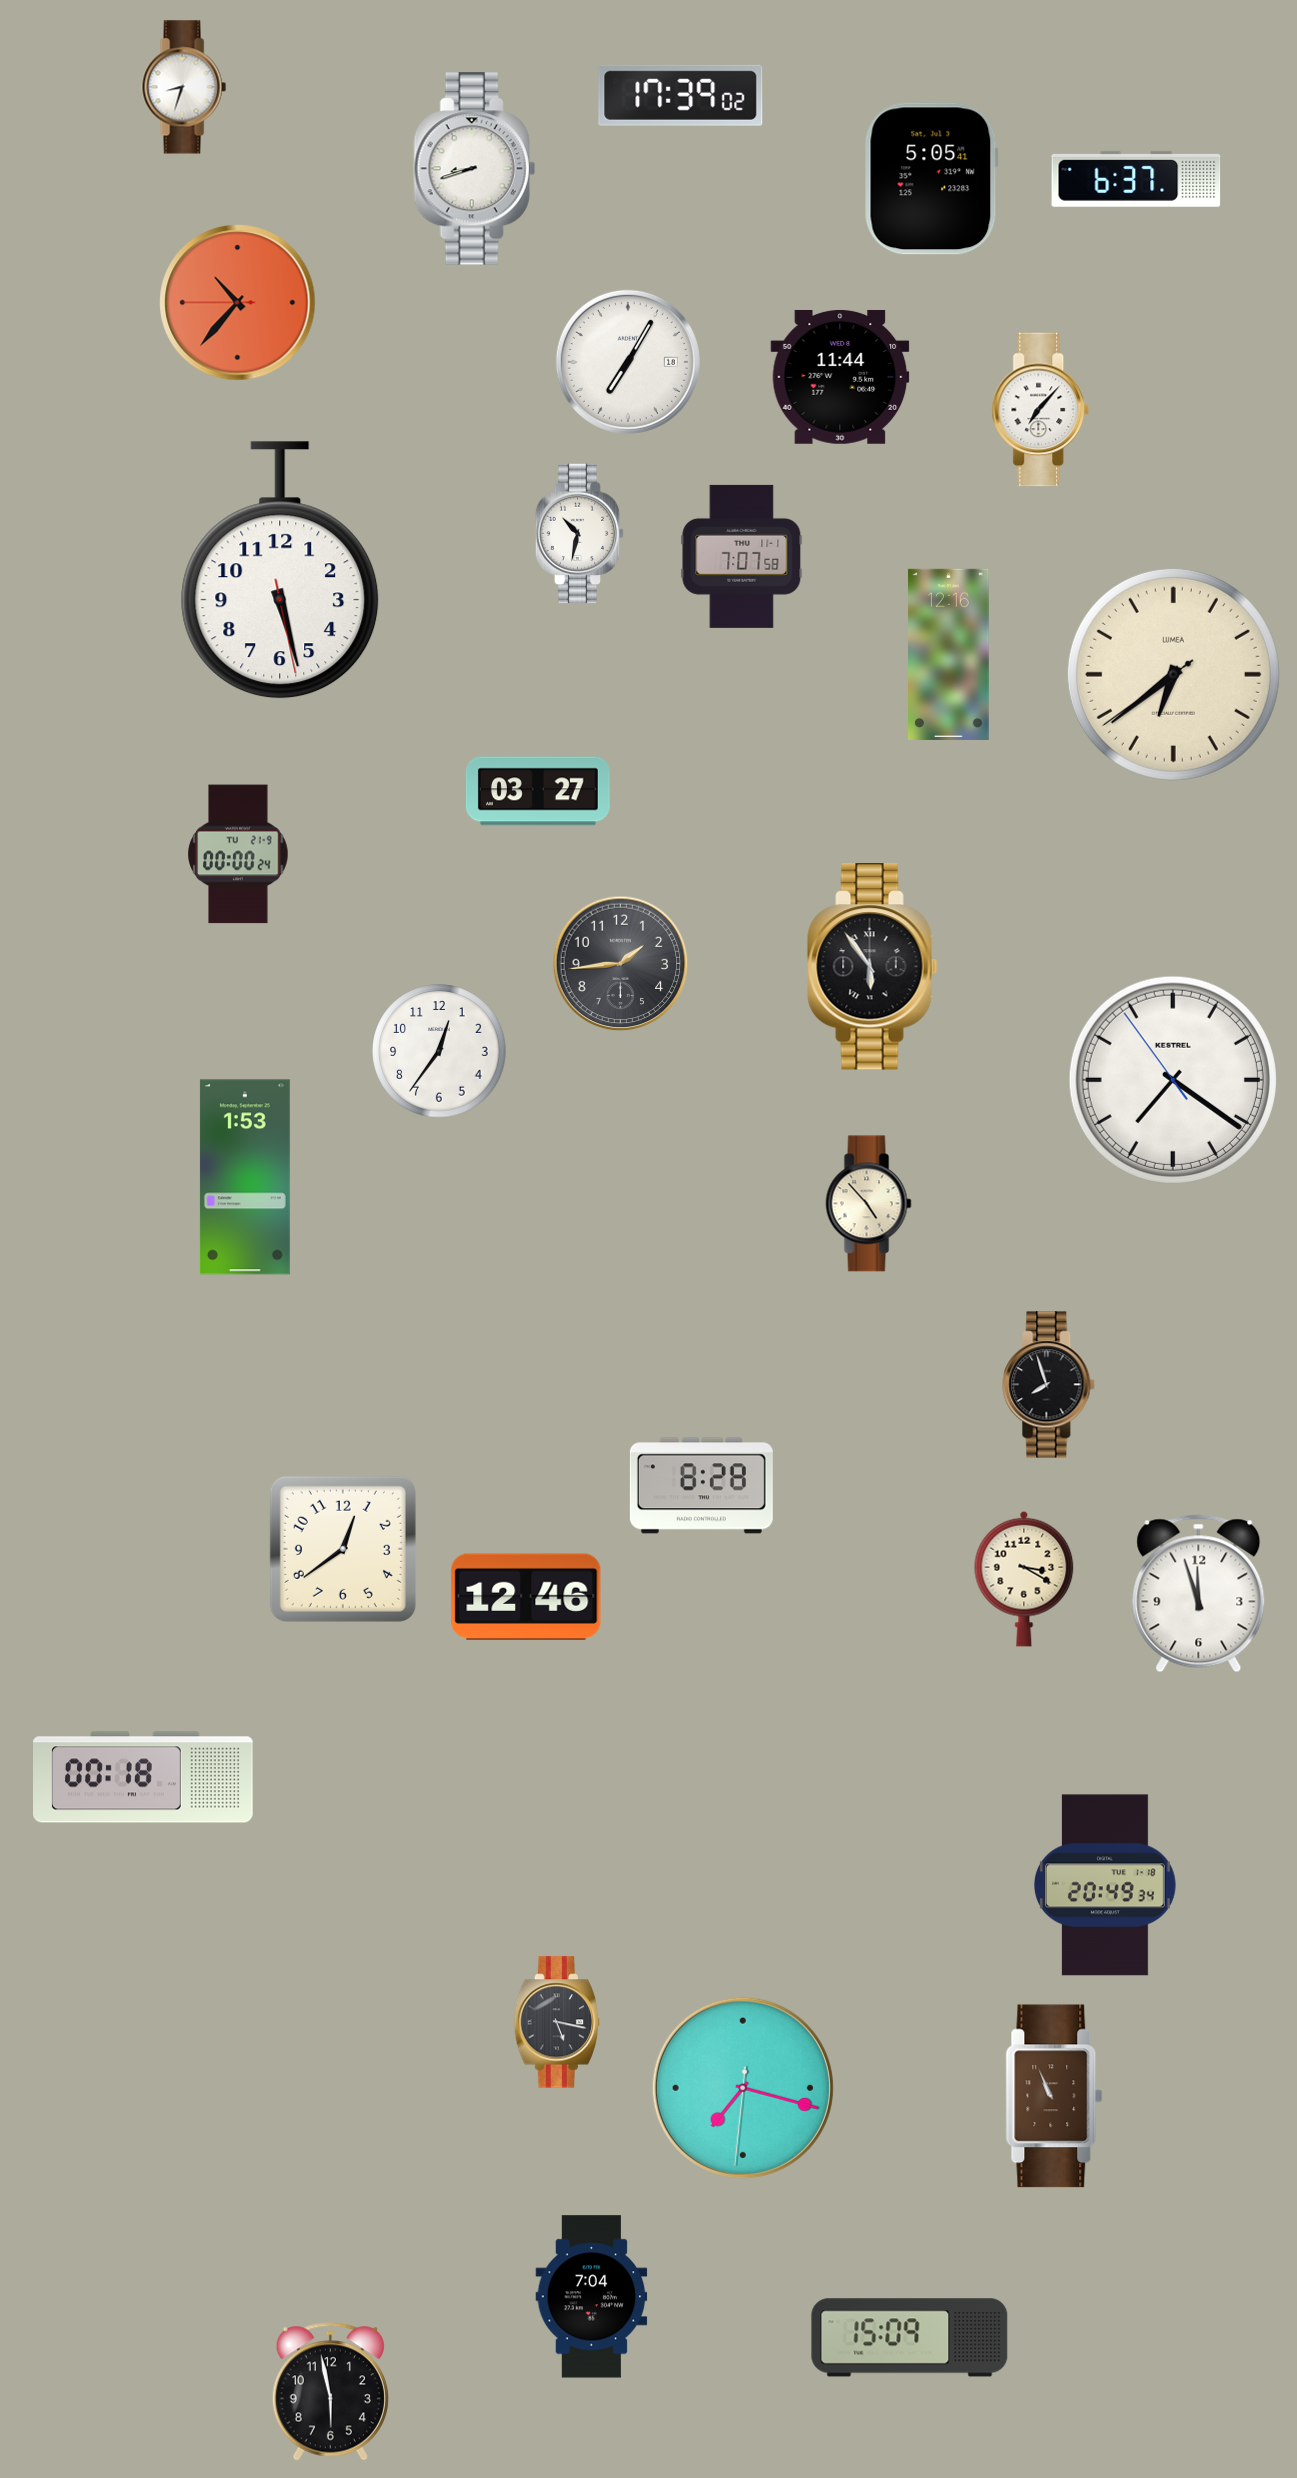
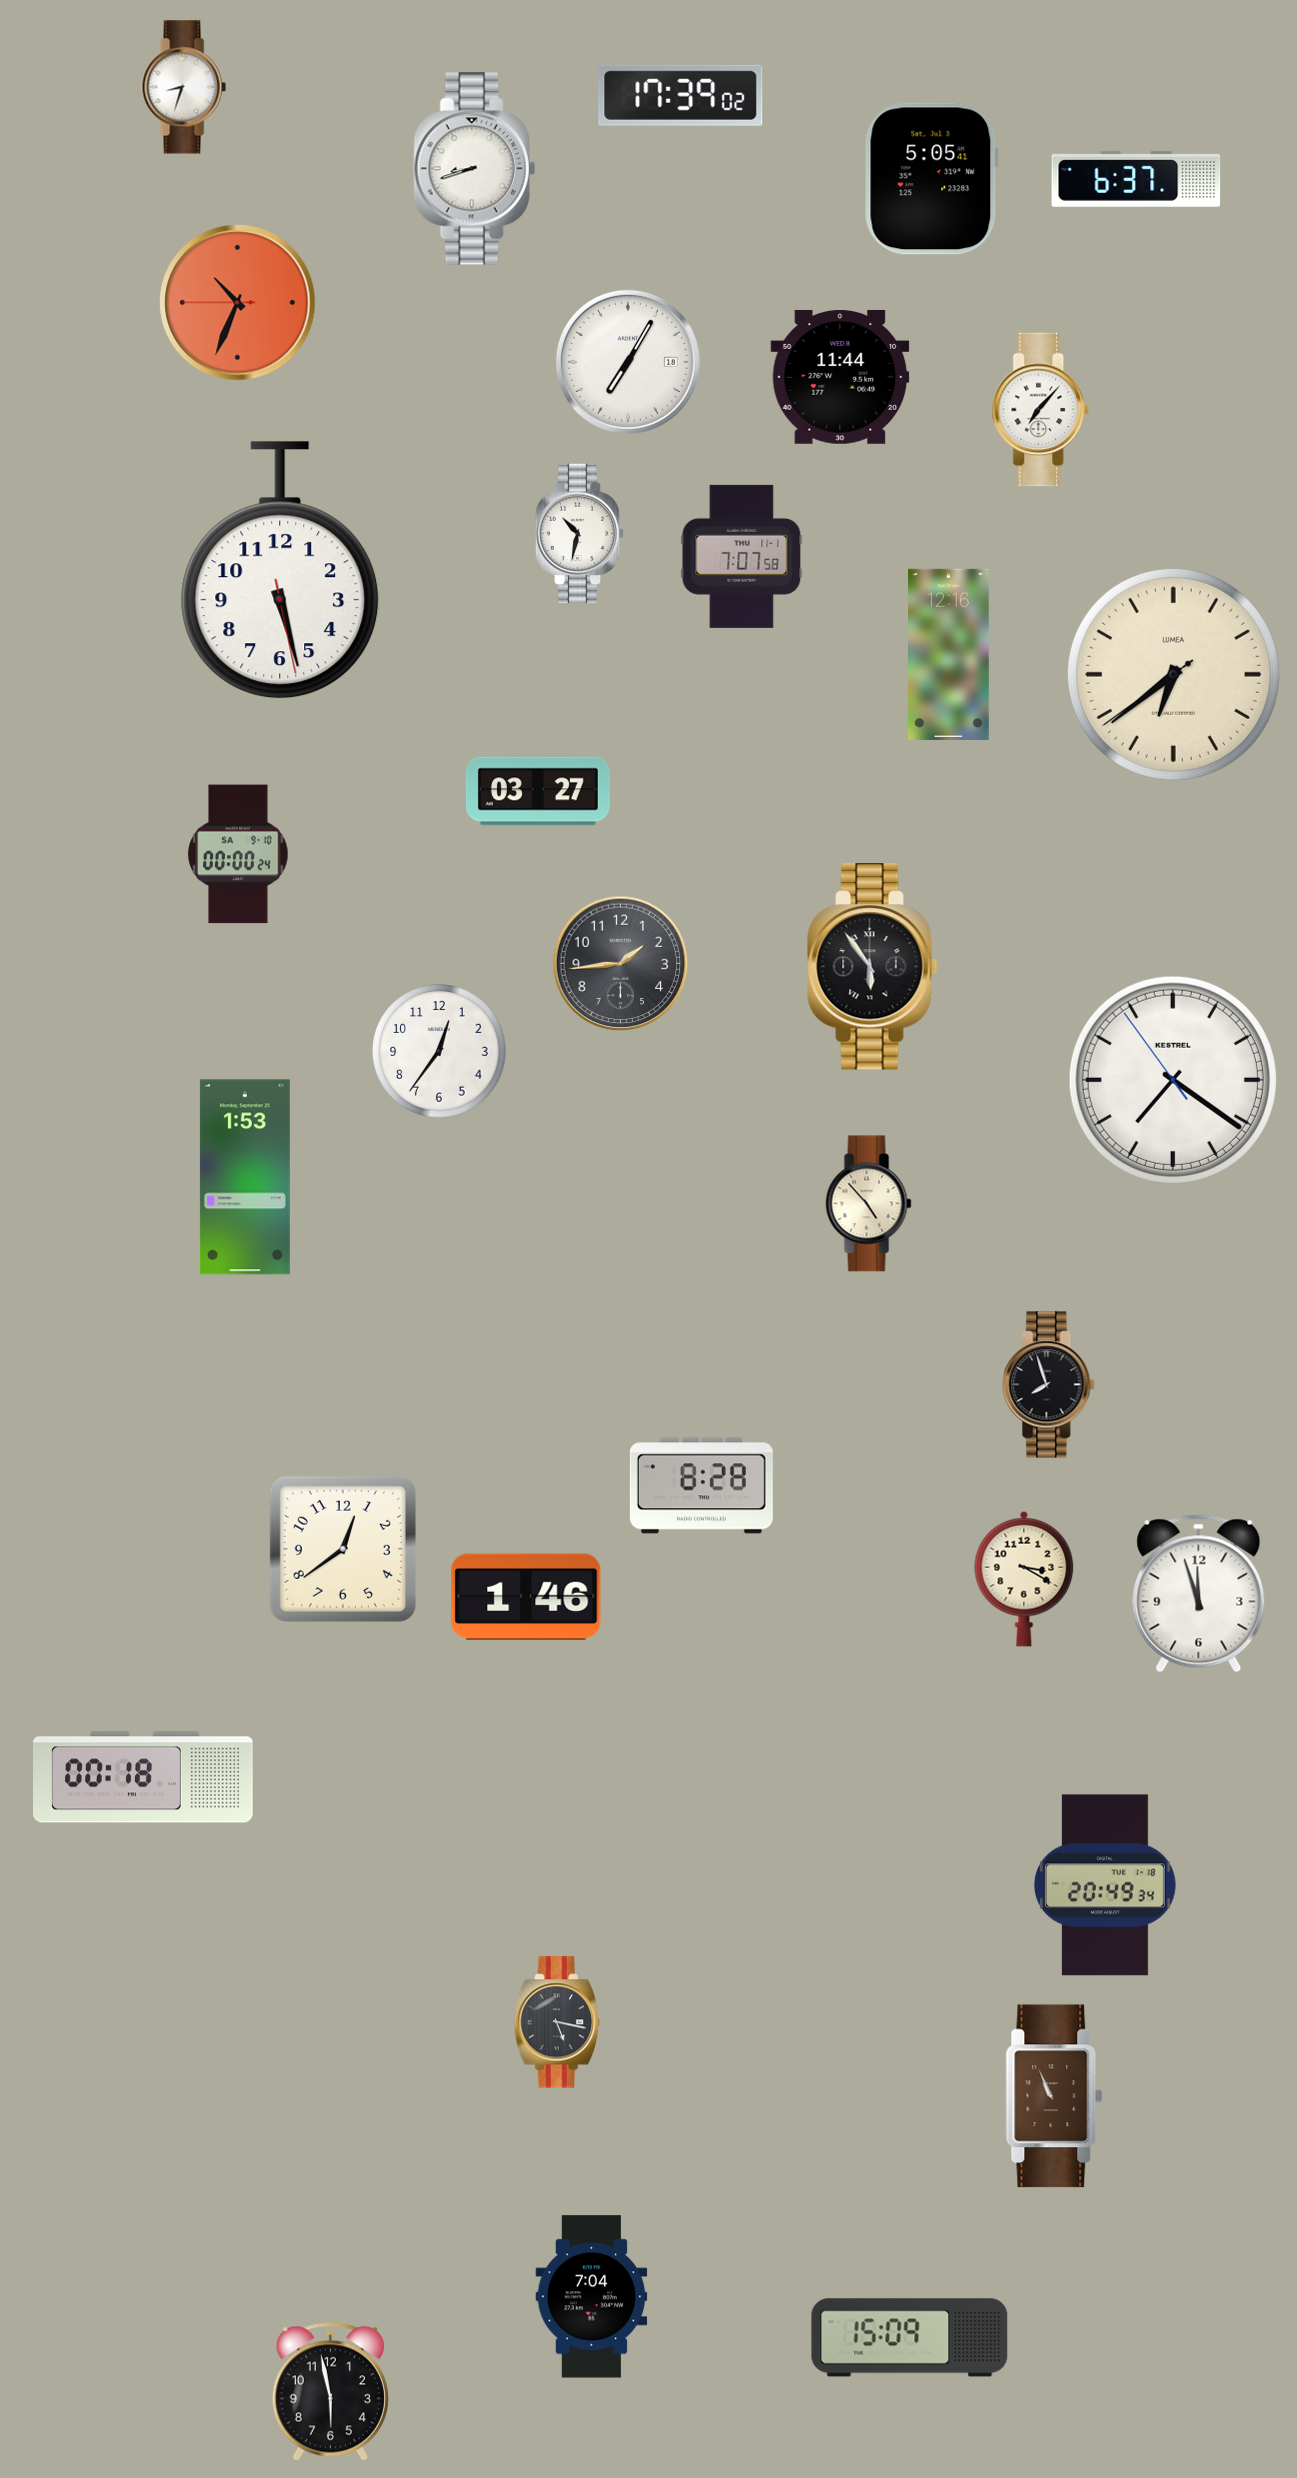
clock at (238, 303): 10:36 -> 10:33
clock at (238, 854) date: TU 21-9 -> SA 9-10
clock at (526, 1597): 12:46 -> 1:46
clock at (743, 2088): 7:17 -> none
